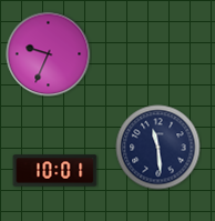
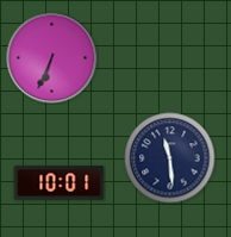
clock at (49, 54): 9:34 -> 6:34
